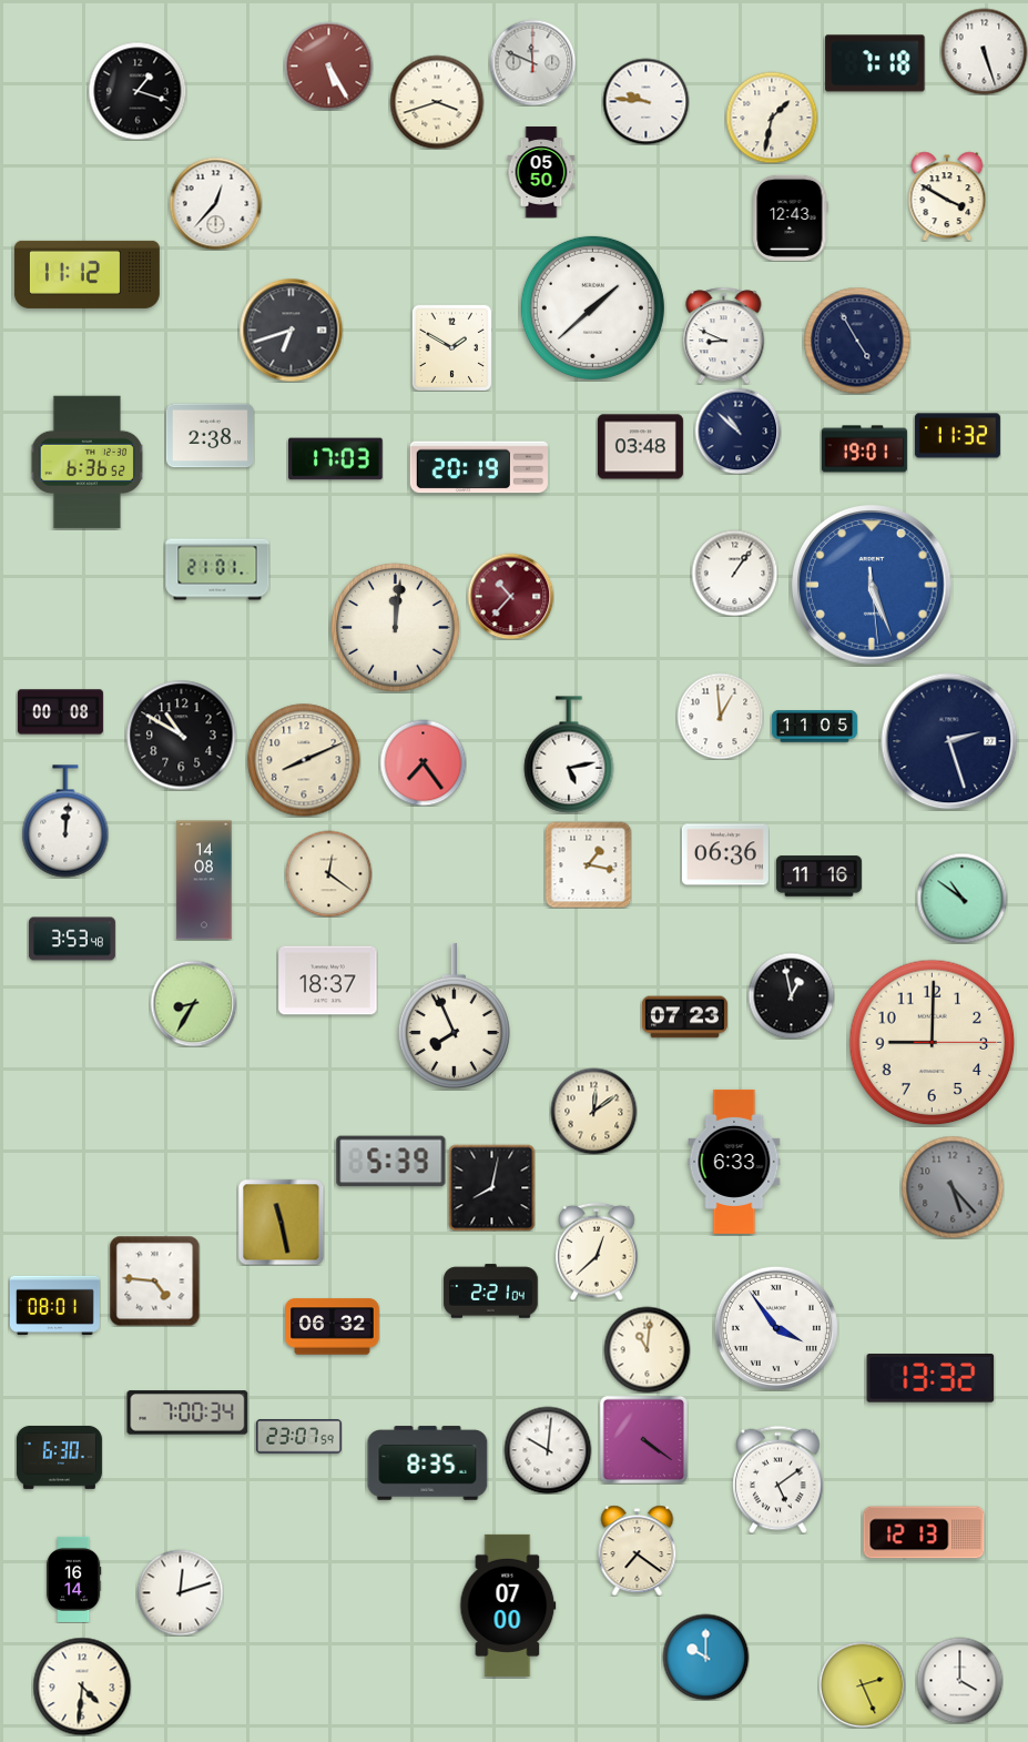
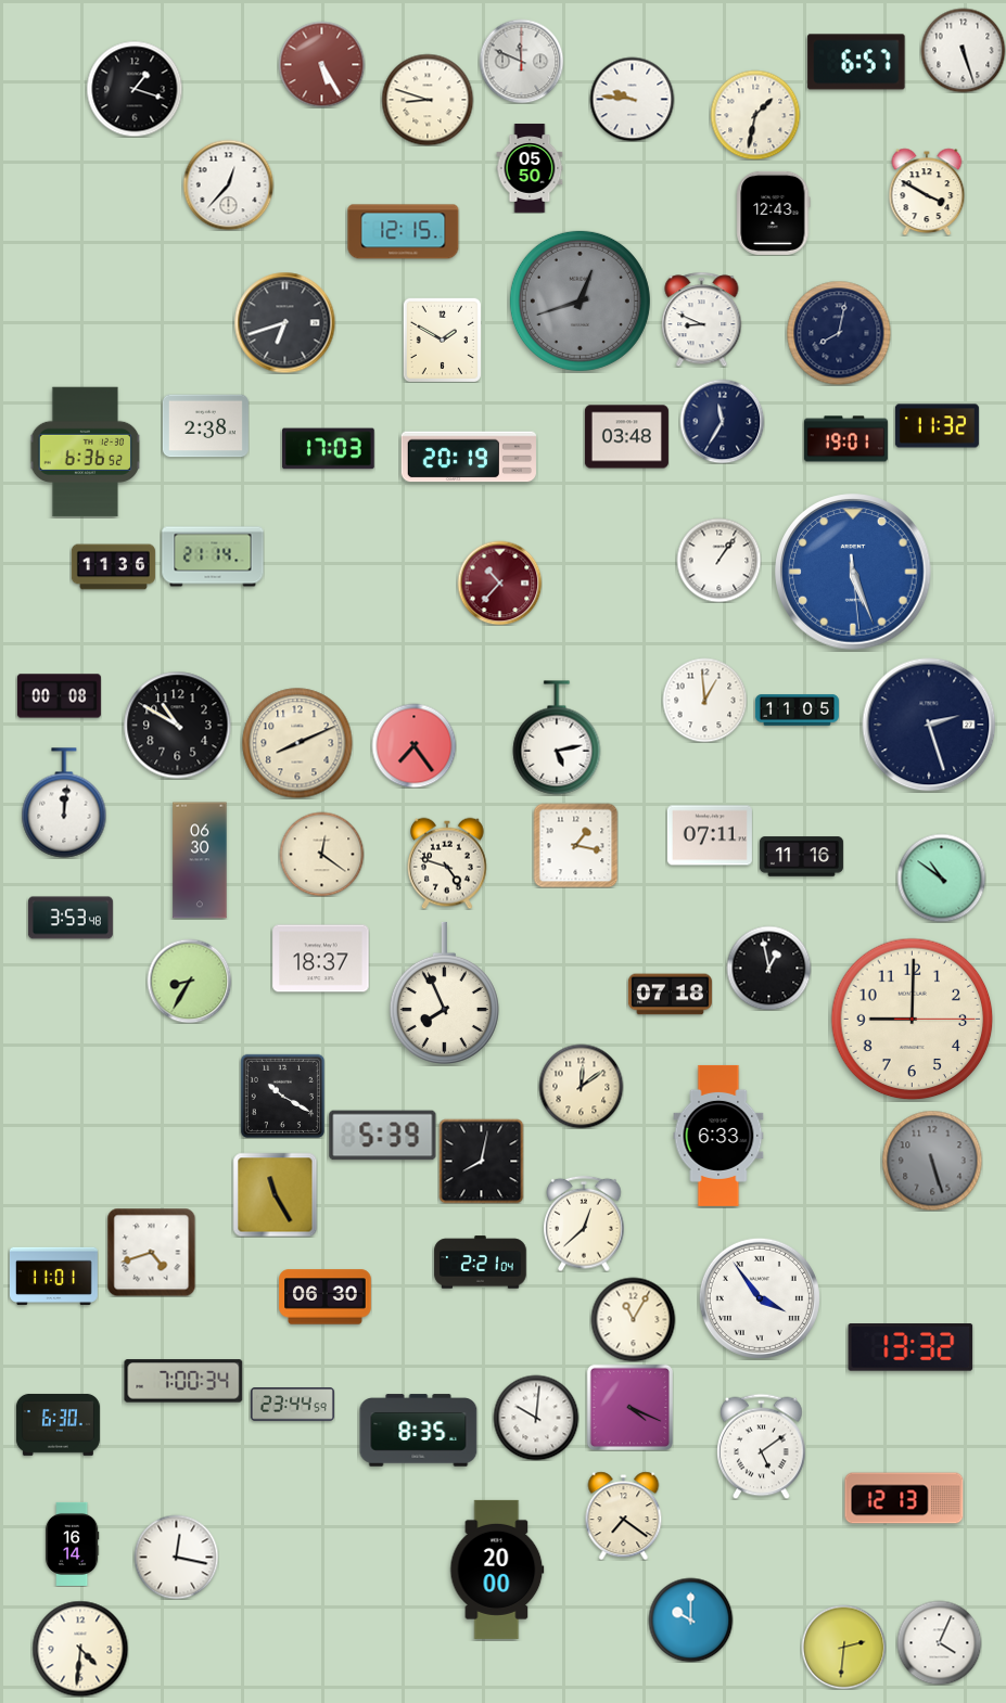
clock at (875, 63): 7:18 -> 6:57
clock at (437, 102): 3:42 -> 8:48
clock at (215, 203) position: (215, 203) -> (228, 184)
clock at (404, 232): none -> 12:15
clock at (86, 274): 11:12 -> none
clock at (592, 307): 1:38 -> 12:42
clock at (592, 307) dial: white -> grey
clock at (724, 335) position: (724, 335) -> (702, 319)
clock at (857, 341): 4:55 -> 8:02
clock at (737, 431): 10:52 -> 11:35
clock at (217, 569): 21:01 -> 21:14
clock at (113, 567): none -> 11:36
clock at (396, 628): 12:01 -> none
clock at (182, 736) position: (182, 736) -> (178, 726)
clock at (725, 854): 06:36 -> 07:11
clock at (204, 880): 14:08 -> 06:30
clock at (448, 863): none -> 4:48
clock at (791, 995) position: (791, 995) -> (768, 968)
clock at (684, 1017): 07:23 -> 07:18
clock at (282, 1096): none -> 10:20
clock at (953, 1187): 5:23 -> 5:27
clock at (281, 1222): 11:28 -> 11:25
clock at (154, 1280): 4:46 -> 4:42
clock at (54, 1305): 08:01 -> 11:01
clock at (333, 1327): 06:32 -> 06:30
clock at (647, 1349): 11:01 -> 11:05
clock at (298, 1437): 23:07 -> 23:44
clock at (643, 1439): 4:21 -> 4:19
clock at (180, 1592): 12:12 -> 12:17
clock at (508, 1606): 07:00 -> 20:00
clock at (959, 1680): 4:00 -> 4:04
clock at (862, 1684): 2:26 -> 2:31
